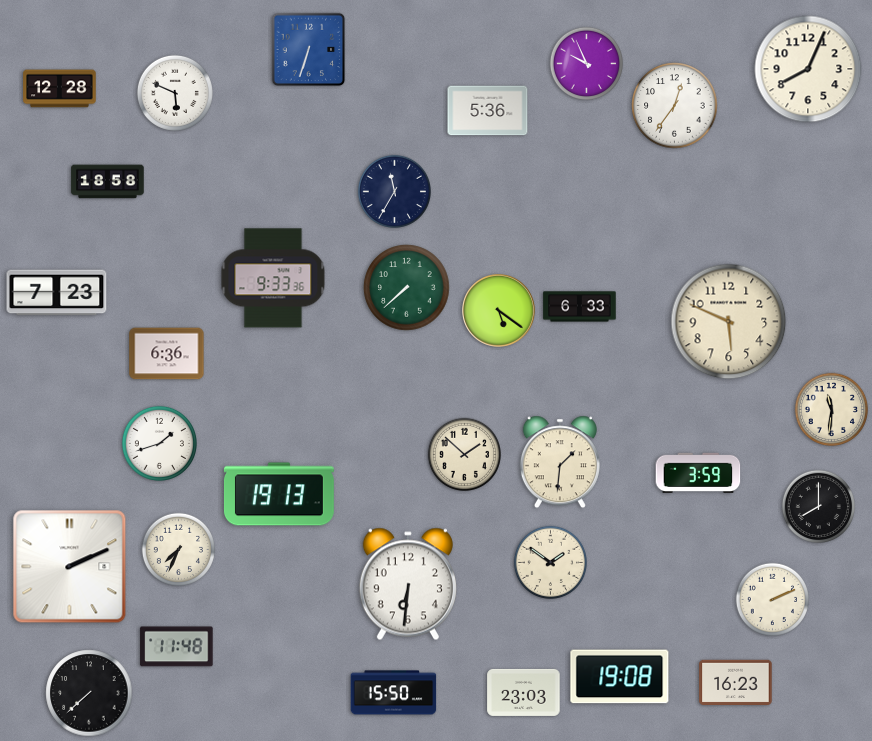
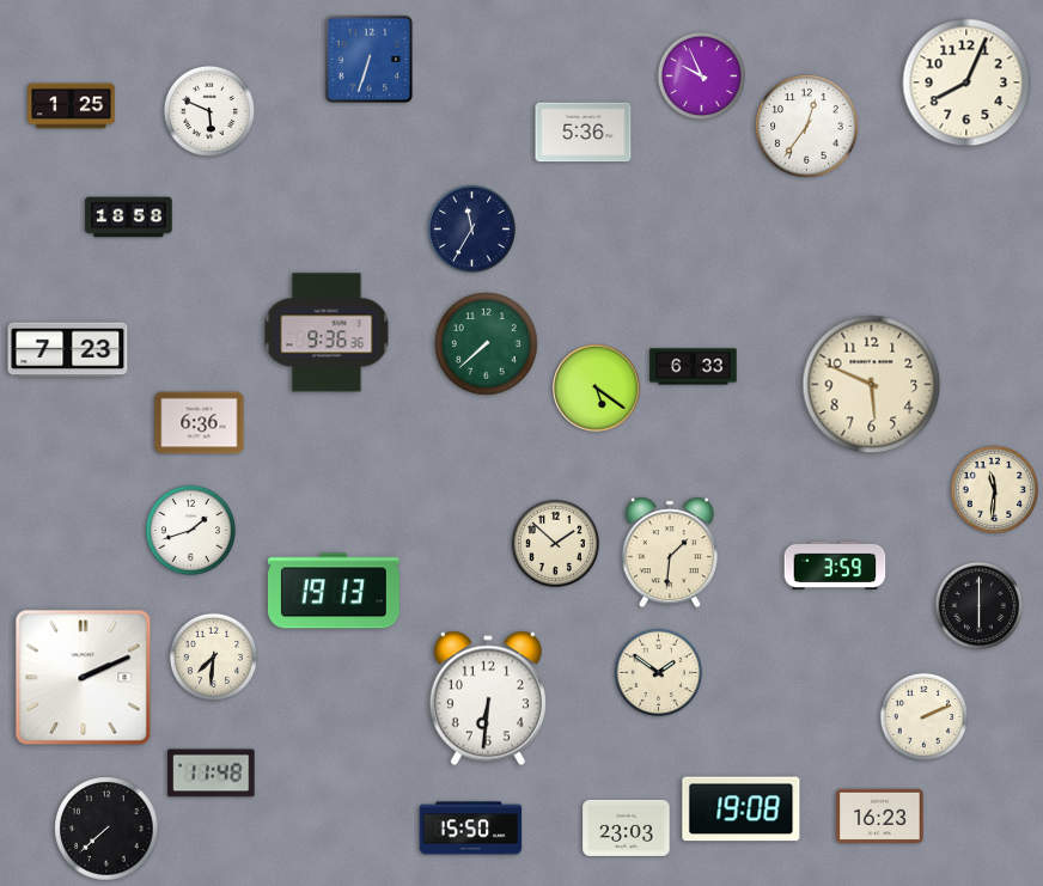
clock at (60, 89): 12:28 -> 1:25
clock at (273, 278): 9:33 -> 9:36
clock at (499, 311) position: (499, 311) -> (597, 389)
clock at (818, 506): 8:00 -> 6:00
clock at (178, 549): 7:34 -> 7:31
